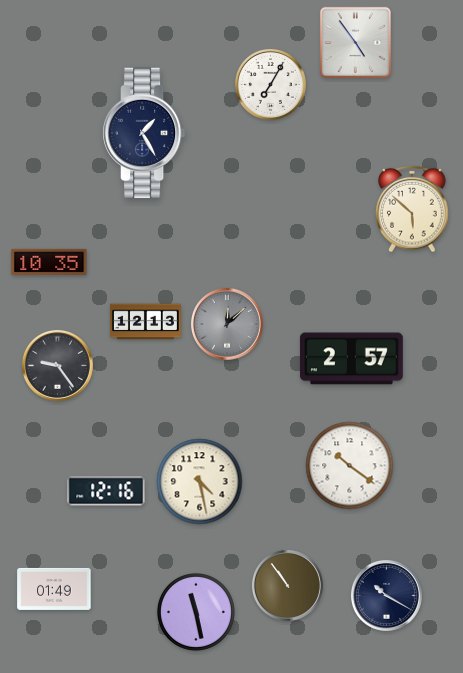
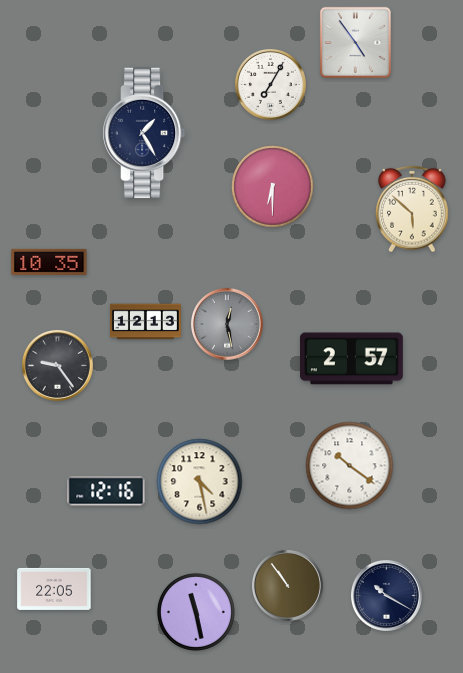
clock at (273, 187): none -> 6:30
clock at (227, 324): 12:08 -> 12:28
clock at (54, 589): 01:49 -> 22:05
